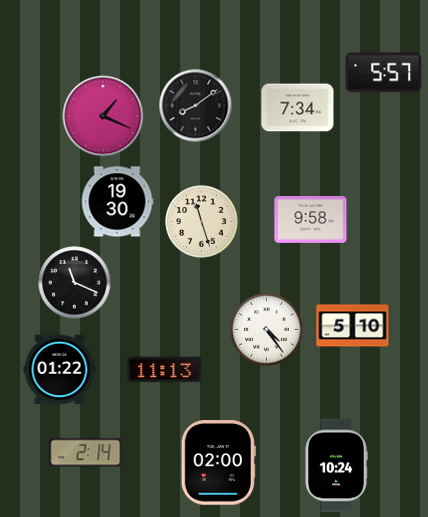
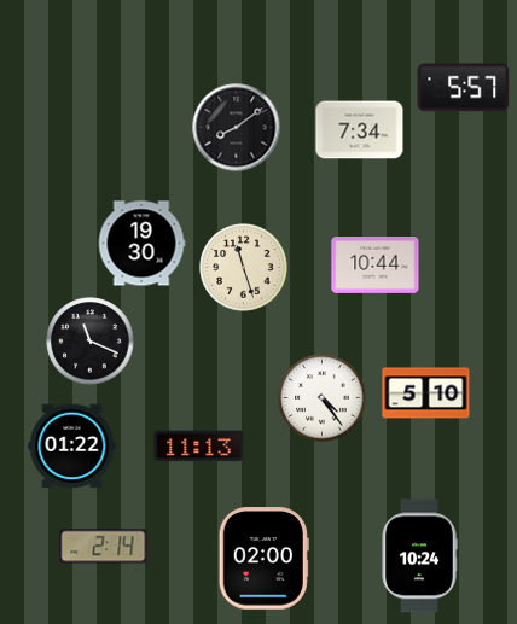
clock at (103, 116): 1:19 -> none
clock at (311, 220): 9:58 -> 10:44
clock at (336, 466) position: (336, 466) -> (419, 556)
